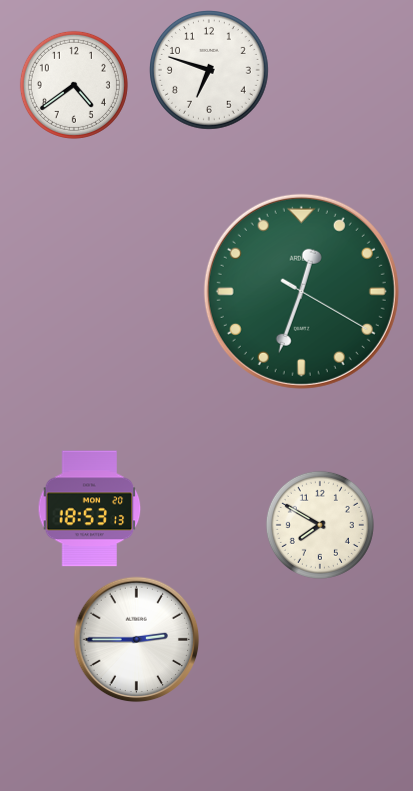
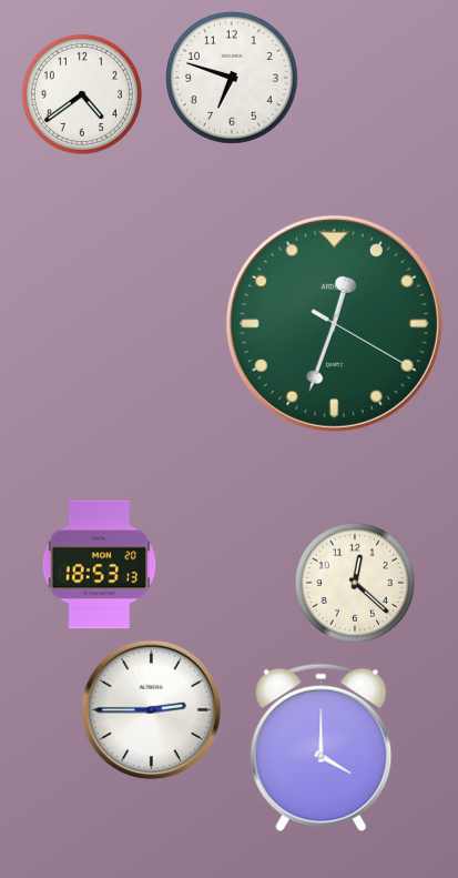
clock at (320, 525): 7:50 -> 12:22
clock at (322, 748): none -> 4:00
